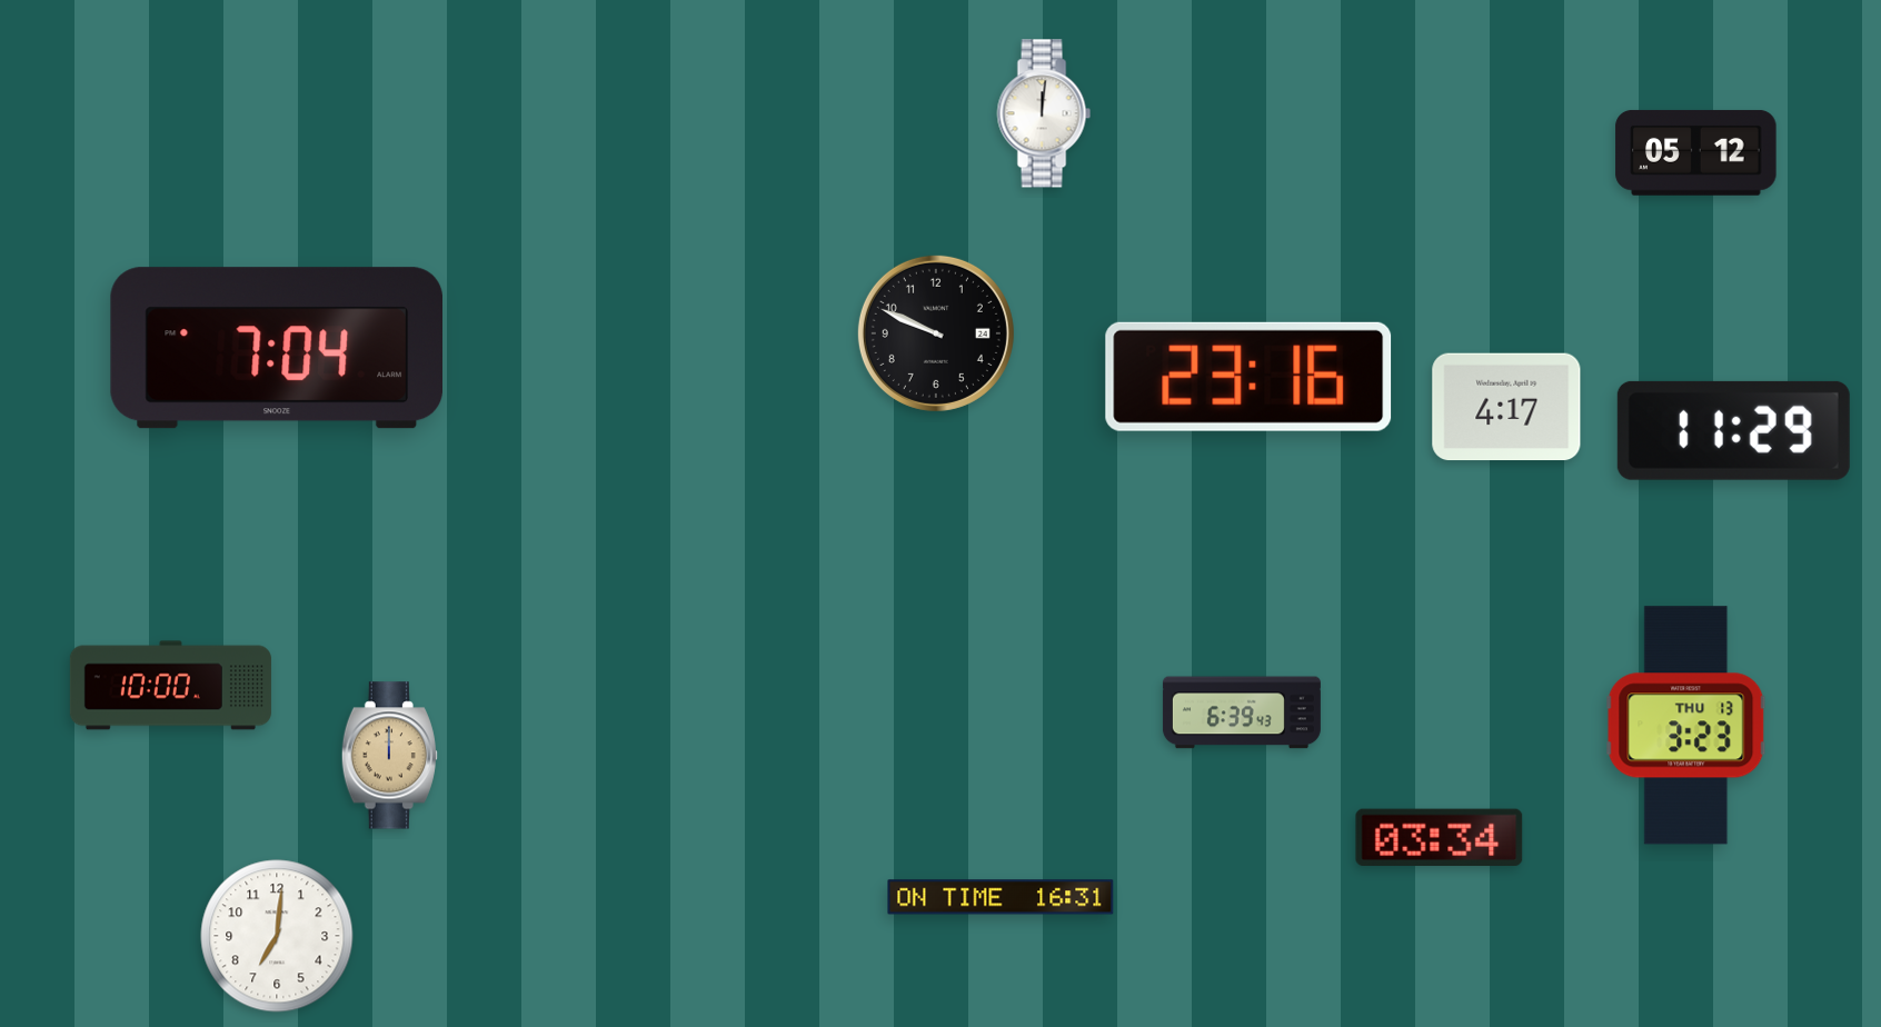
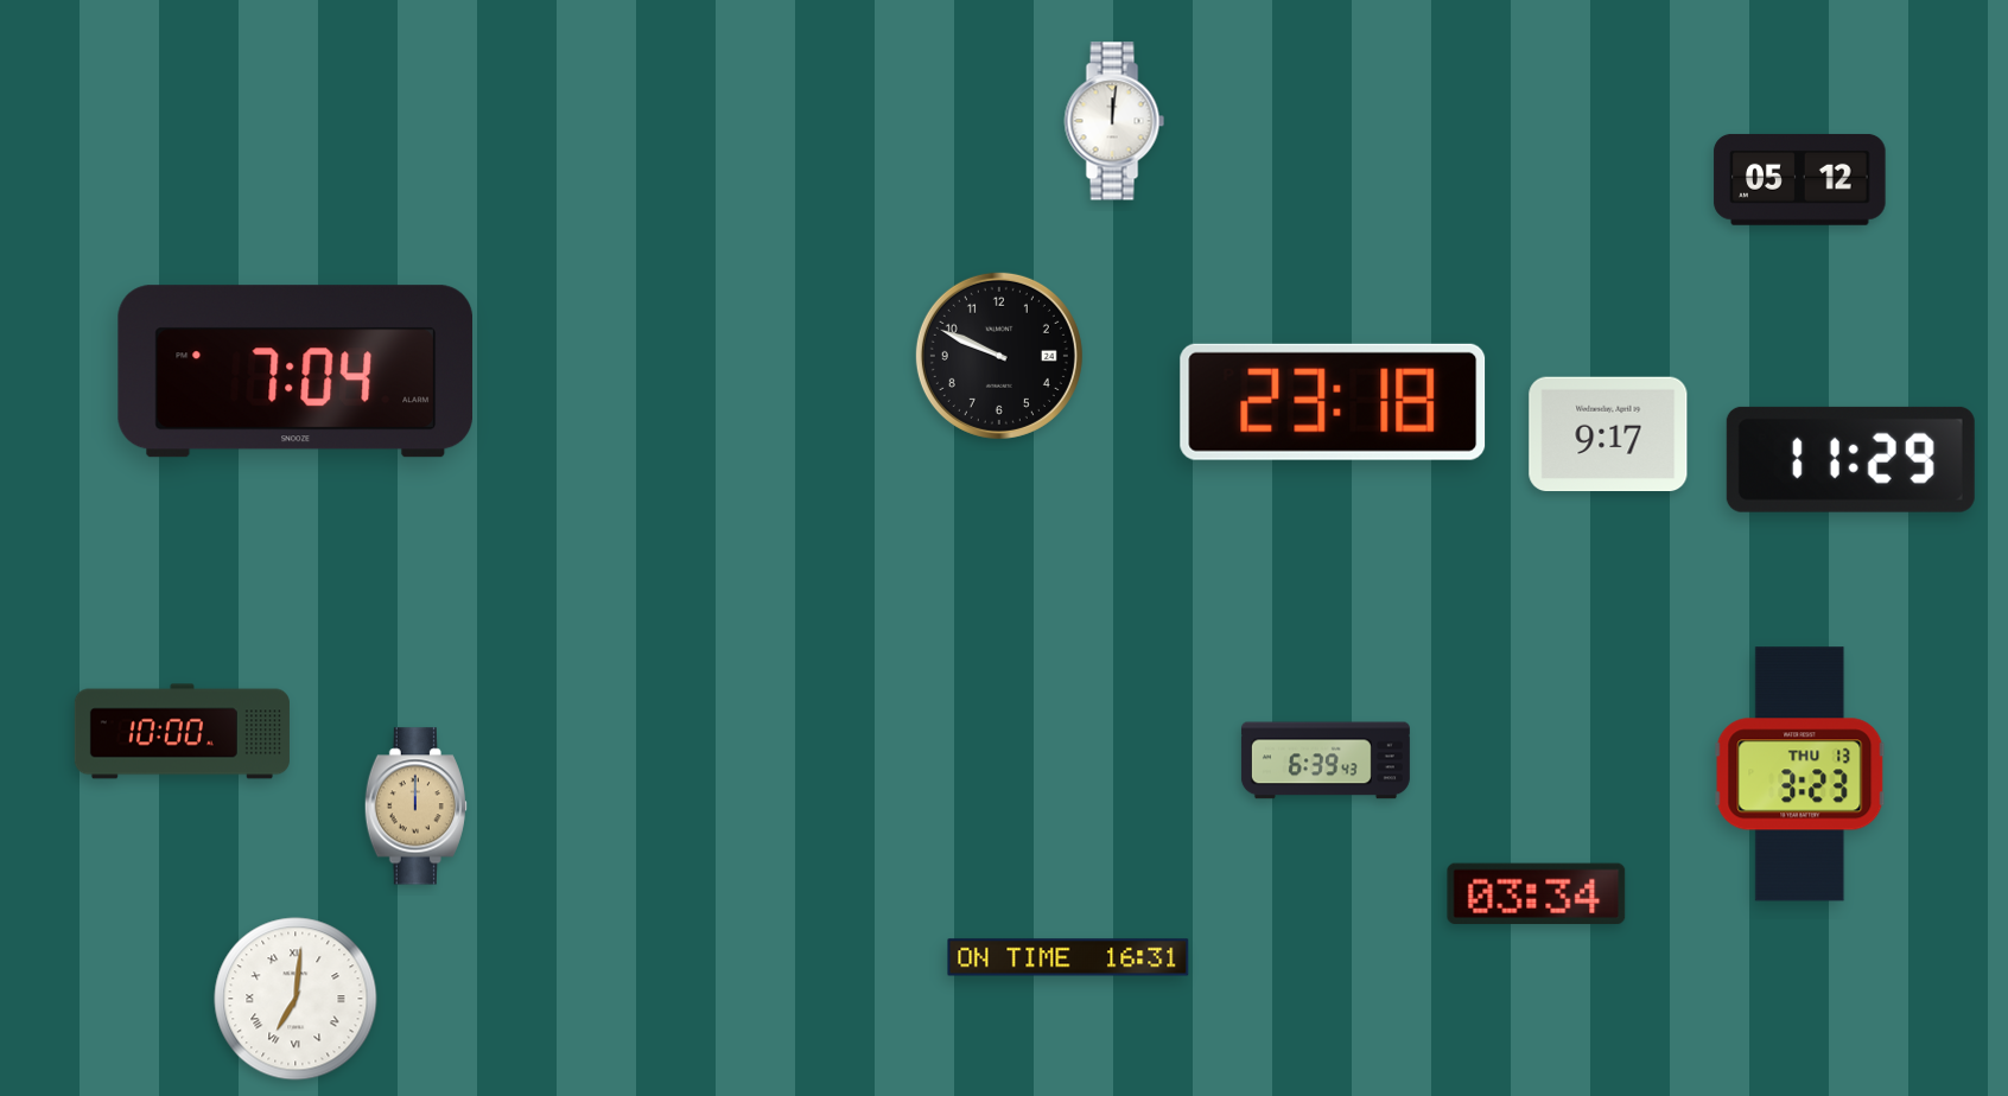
clock at (1696, 152) position: (1696, 152) -> (1800, 179)
clock at (1248, 377): 23:16 -> 23:18
clock at (1506, 407): 4:17 -> 9:17
clock at (277, 936) numerals: Arabic -> Roman
